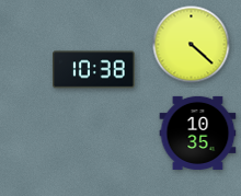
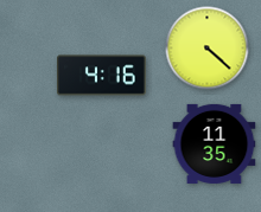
clock at (94, 70): 10:38 -> 4:16
clock at (198, 132): 10:35 -> 11:35
